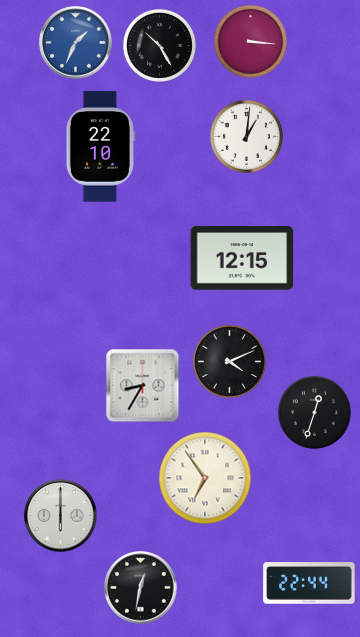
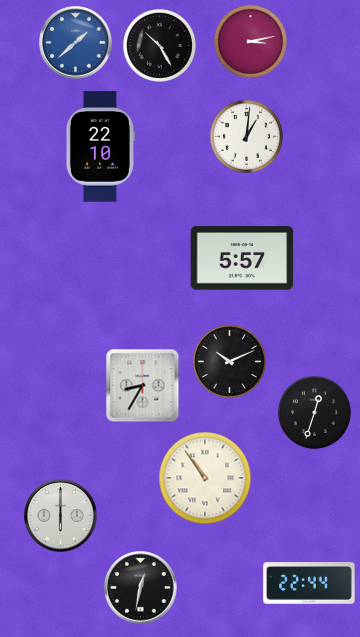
clock at (250, 41): 3:16 -> 3:13
clock at (76, 43): 1:34 -> 1:38
clock at (242, 258): 12:15 -> 5:57
clock at (229, 361): 4:11 -> 10:11
clock at (205, 478): 6:54 -> 10:54
